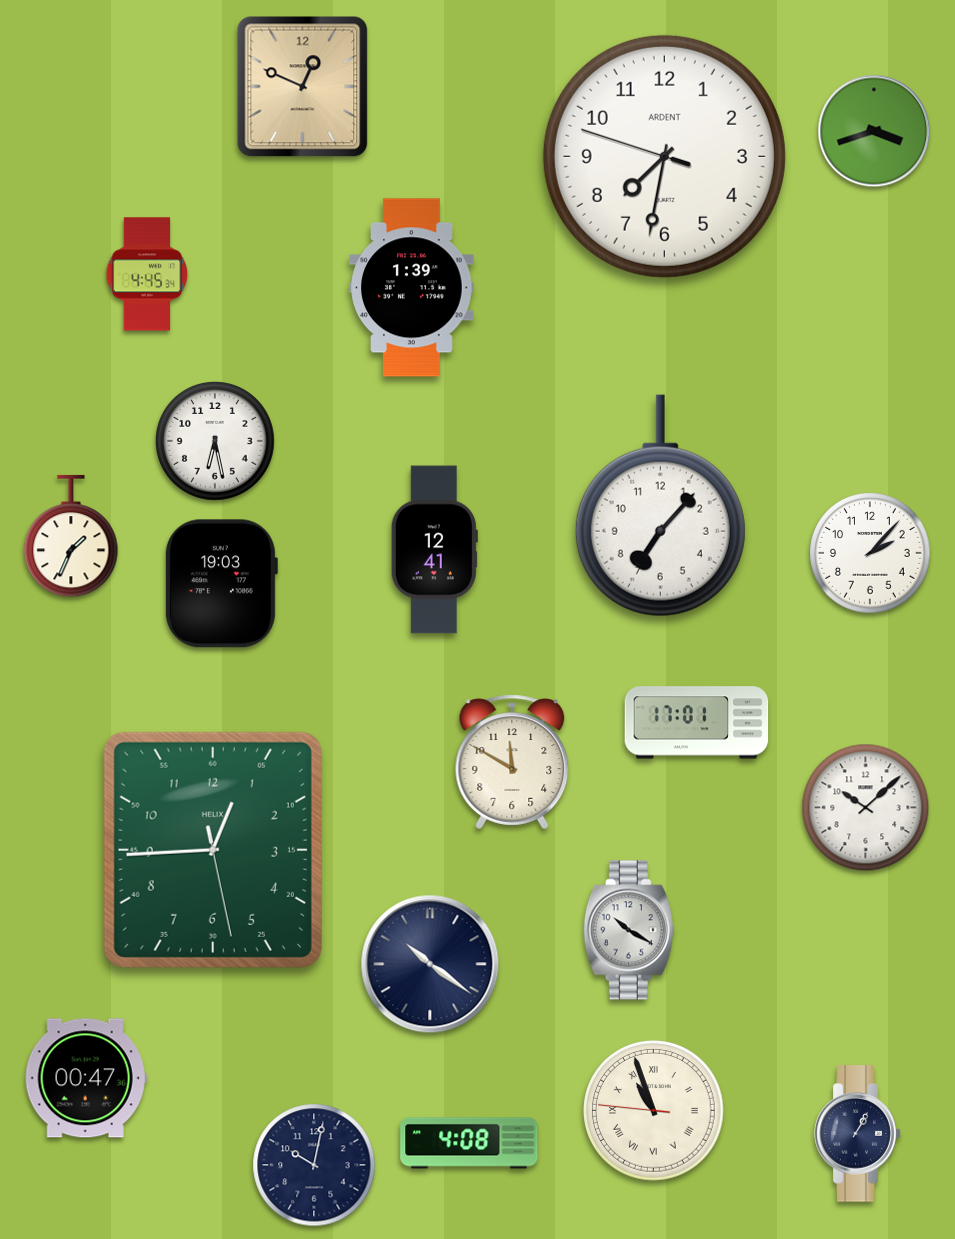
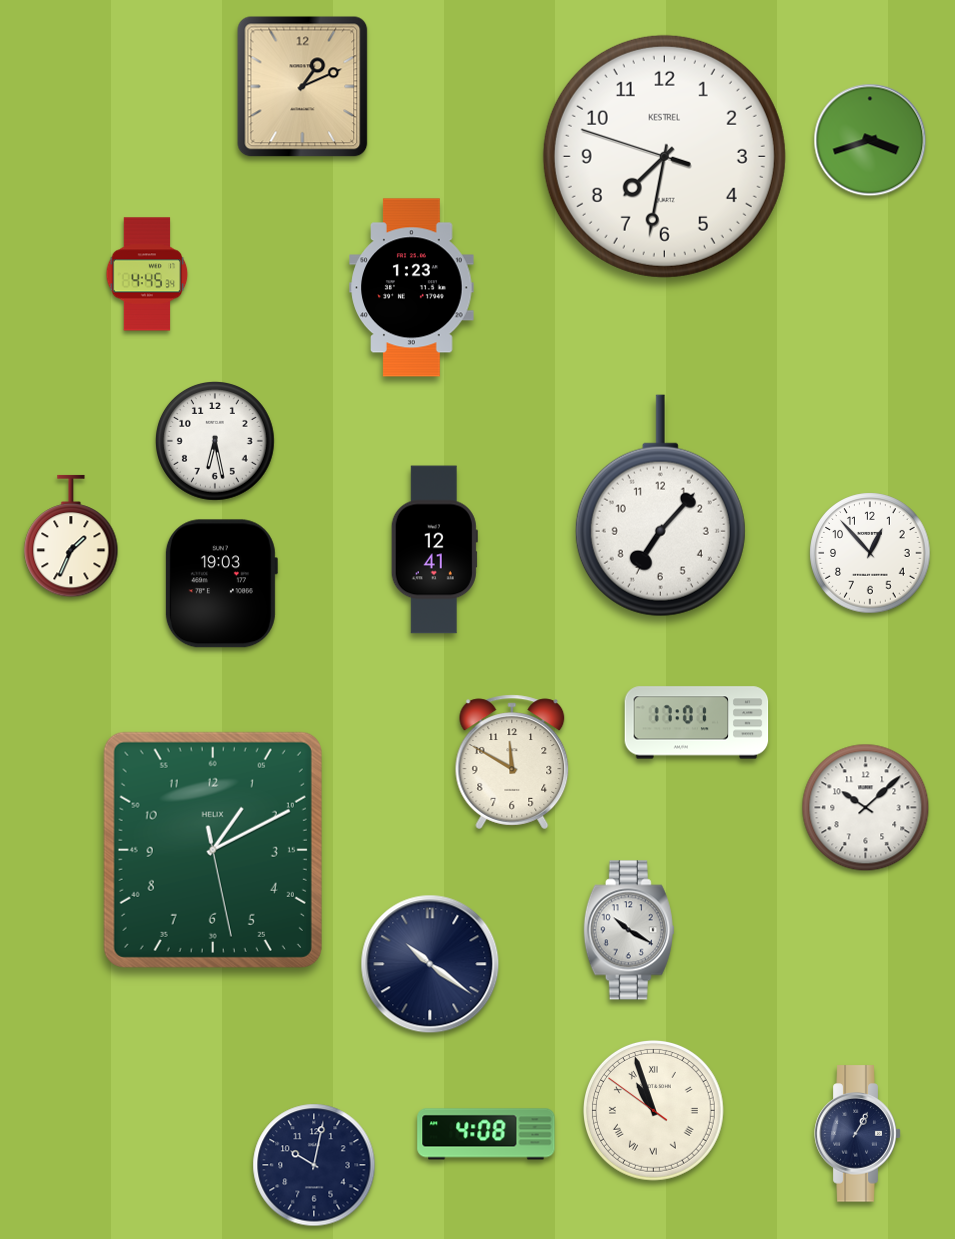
clock at (303, 87): 12:49 -> 1:11
clock at (874, 131) position: (874, 131) -> (870, 140)
clock at (664, 156) brand: ARDENT -> KESTREL
clock at (412, 288): 1:39 -> 1:23
clock at (870, 553): 2:07 -> 12:53
clock at (213, 850): 12:44 -> 1:10
clock at (86, 1078): 00:47 -> none
clock at (654, 1111): 10:56:46 -> 10:56:51
clock at (469, 1143) position: (469, 1143) -> (486, 1134)
